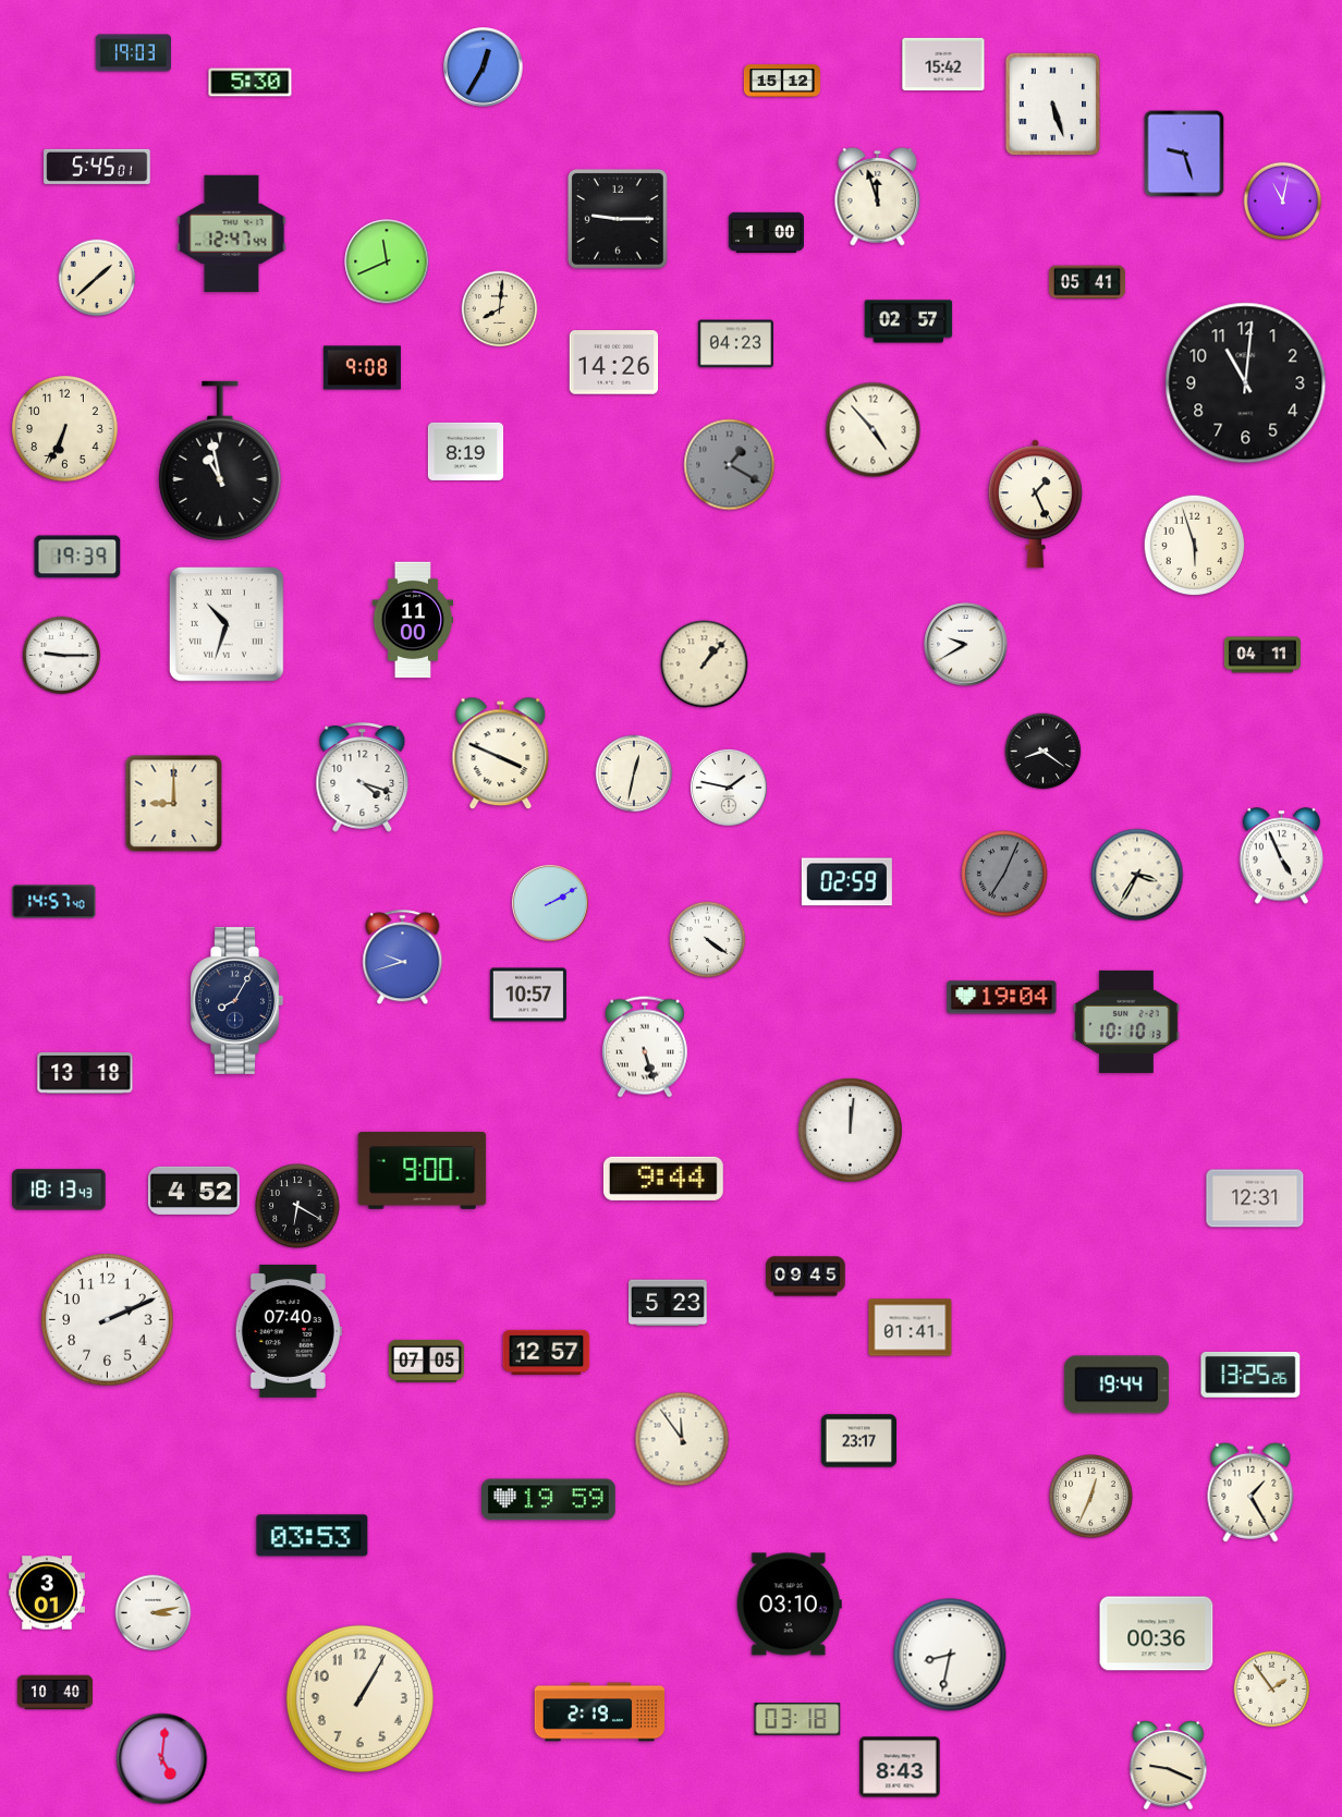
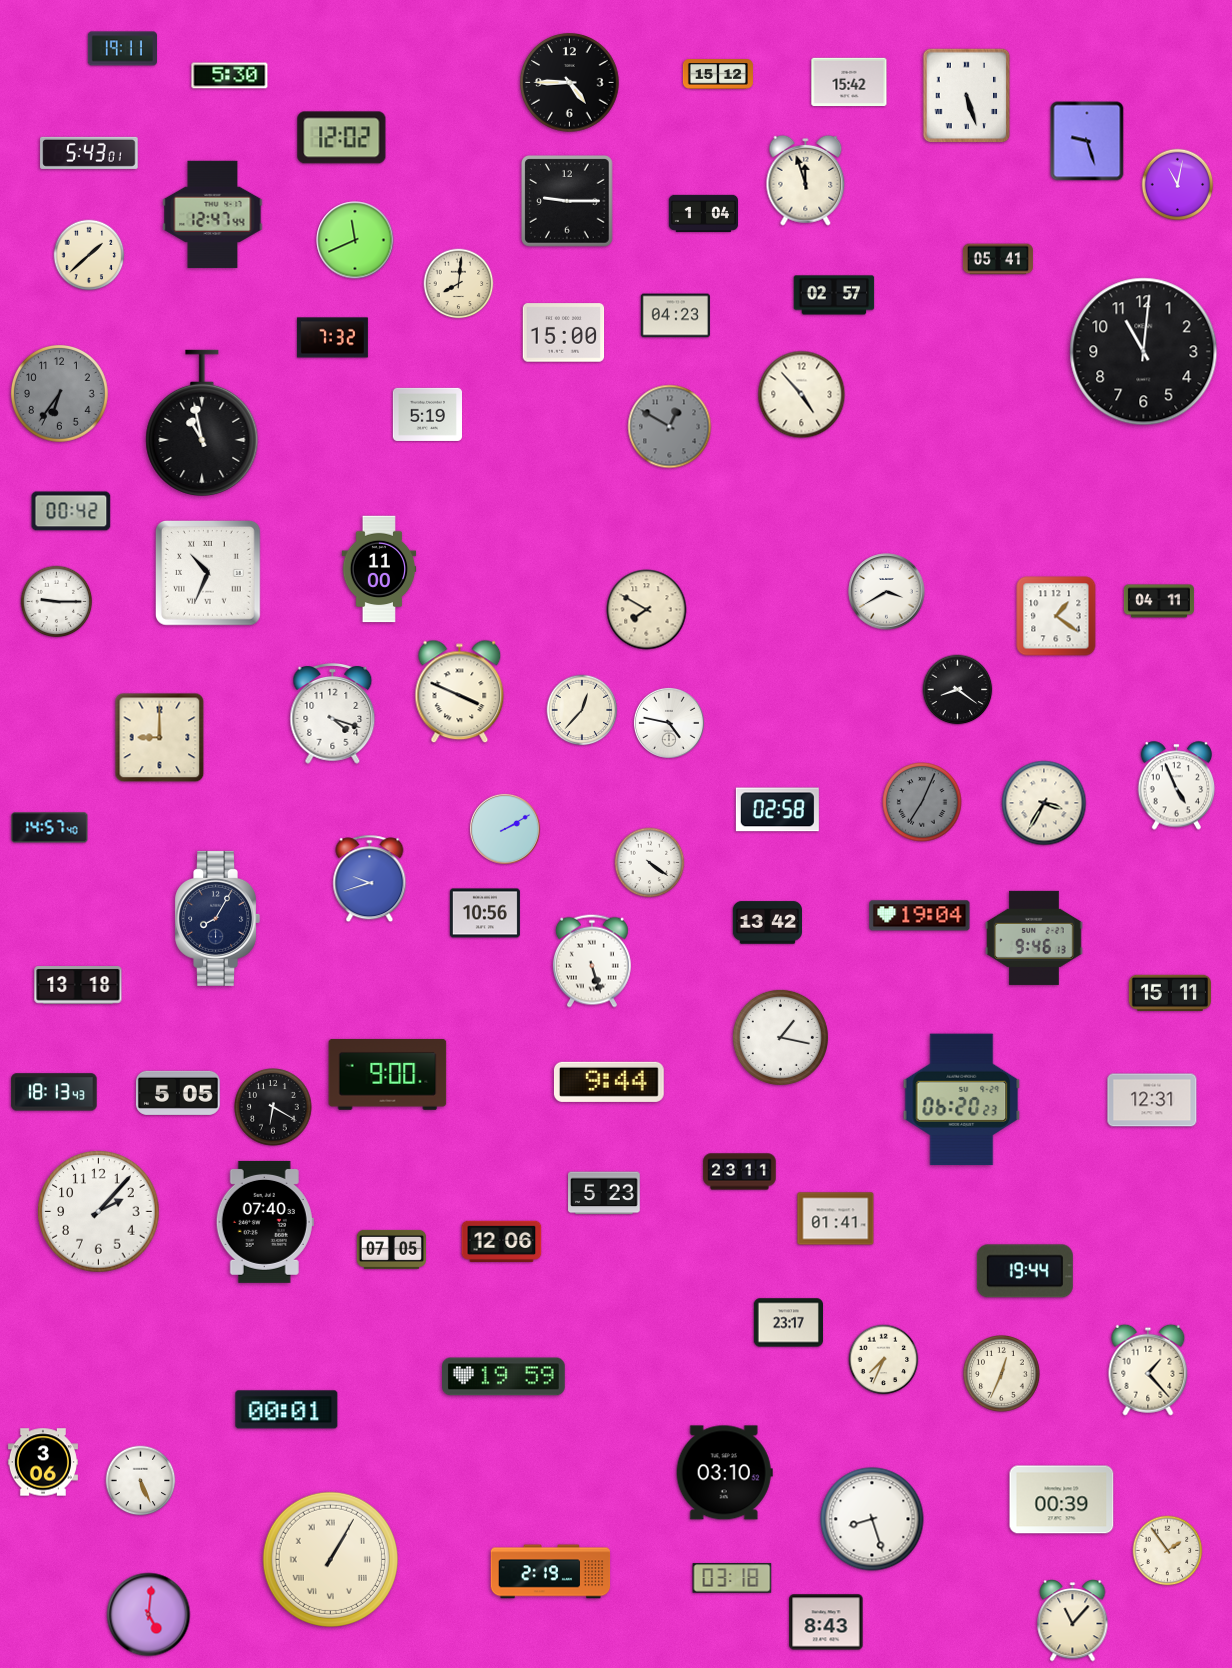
clock at (133, 53): 19:03 -> 19:11
clock at (943, 64) position: (943, 64) -> (849, 82)
clock at (484, 68): 12:35 -> none
clock at (570, 83): none -> 4:45
clock at (342, 138): none -> 12:02
clock at (97, 167): 5:45 -> 5:43
clock at (766, 232): 1:00 -> 1:04
clock at (614, 363): 14:26 -> 15:00
clock at (362, 368): 9:08 -> 7:32
clock at (64, 428): 6:34 -> 6:36
clock at (64, 428) dial: cream -> grey
clock at (465, 451): 8:19 -> 5:19
clock at (730, 465): 1:20 -> 12:50
clock at (1035, 504): 1:26 -> none
clock at (1195, 546): 5:57 -> none
clock at (77, 557): 19:39 -> 00:42
clock at (228, 625): 10:33 -> 10:34
clock at (966, 645): 9:40 -> 3:40
clock at (705, 664): 1:07 -> 7:50
clock at (1056, 616): none -> 1:21
clock at (634, 773): 12:32 -> 12:37
clock at (729, 788): 1:47 -> 4:47
clock at (846, 882): 02:59 -> 02:58
clock at (528, 995): 10:57 -> 10:56
clock at (767, 923): none -> 13:42
clock at (1126, 1022): 10:10 -> 9:46
clock at (1170, 993): none -> 15:11
clock at (850, 1130): 12:01 -> 1:17
clock at (194, 1191): 4:52 -> 5:05
clock at (962, 1100): none -> 06:20
clock at (806, 1277): 09:45 -> 23:11
clock at (668, 1303) position: (668, 1303) -> (604, 1193)
clock at (108, 1320): 2:11 -> 2:07
clock at (547, 1352): 12:57 -> 12:06
clock at (1250, 1375): 13:25 -> none
clock at (682, 1439): 11:54 -> none
clock at (884, 1360): none -> 7:34
clock at (1250, 1492): 1:25 -> 1:23
clock at (313, 1536): 03:53 -> 00:01
clock at (47, 1593): 3:01 -> 3:06
clock at (154, 1613): 3:13 -> 5:26
clock at (1157, 1634): 00:36 -> 00:39
clock at (950, 1655): 8:32 -> 8:27
clock at (54, 1693): 10:40 -> none
clock at (359, 1698) numerals: Arabic -> Roman
clock at (1169, 1766): 9:19 -> 11:07
